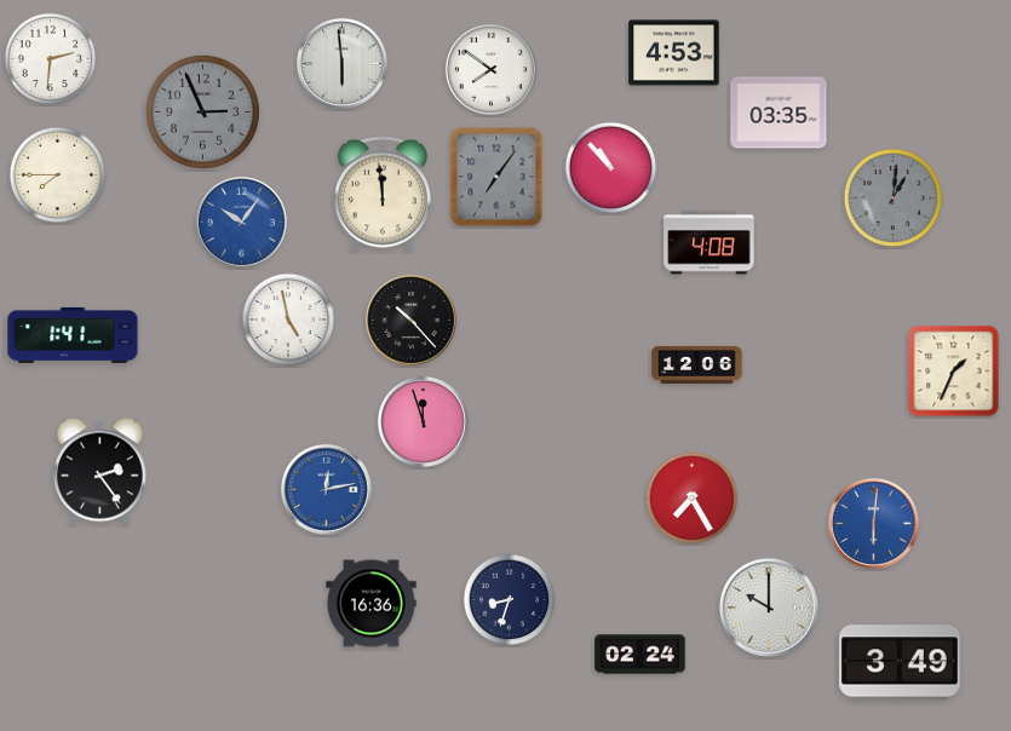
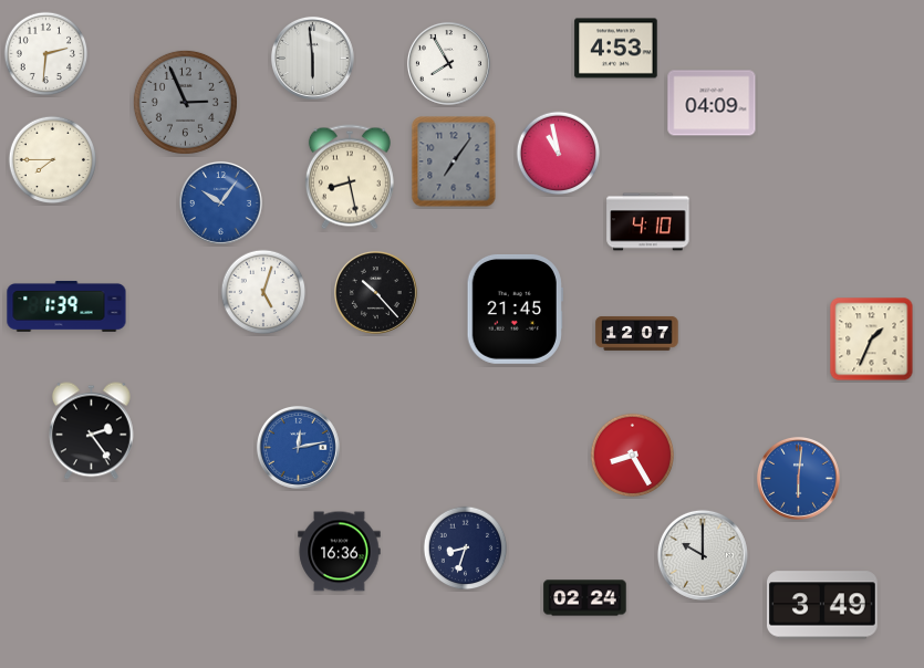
clock at (490, 69): 7:51 -> 7:55
clock at (779, 113): 03:35 -> 04:09
clock at (611, 168): 10:53 -> 10:58
clock at (383, 194): 11:59 -> 8:28
clock at (892, 197): 1:01 -> none
clock at (710, 243): 4:08 -> 4:10
clock at (288, 320): 4:58 -> 5:03
clock at (73, 335): 1:41 -> 1:39
clock at (515, 309): none -> 21:45
clock at (697, 364): 12:06 -> 12:07
clock at (423, 421): 11:57 -> none
clock at (693, 499): 7:25 -> 8:25
